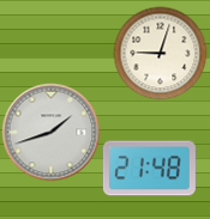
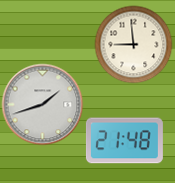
clock at (160, 53): 9:03 -> 8:59
clock at (50, 132) position: (50, 132) -> (42, 104)
